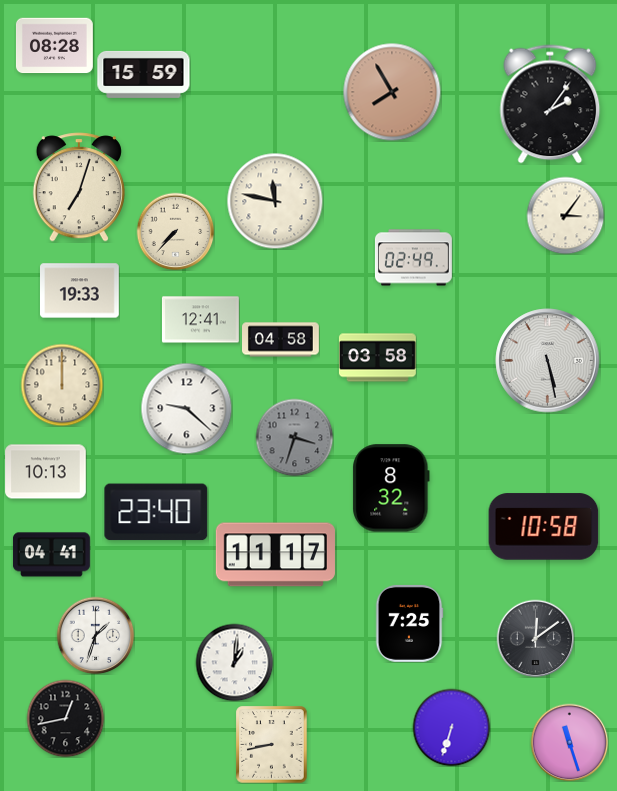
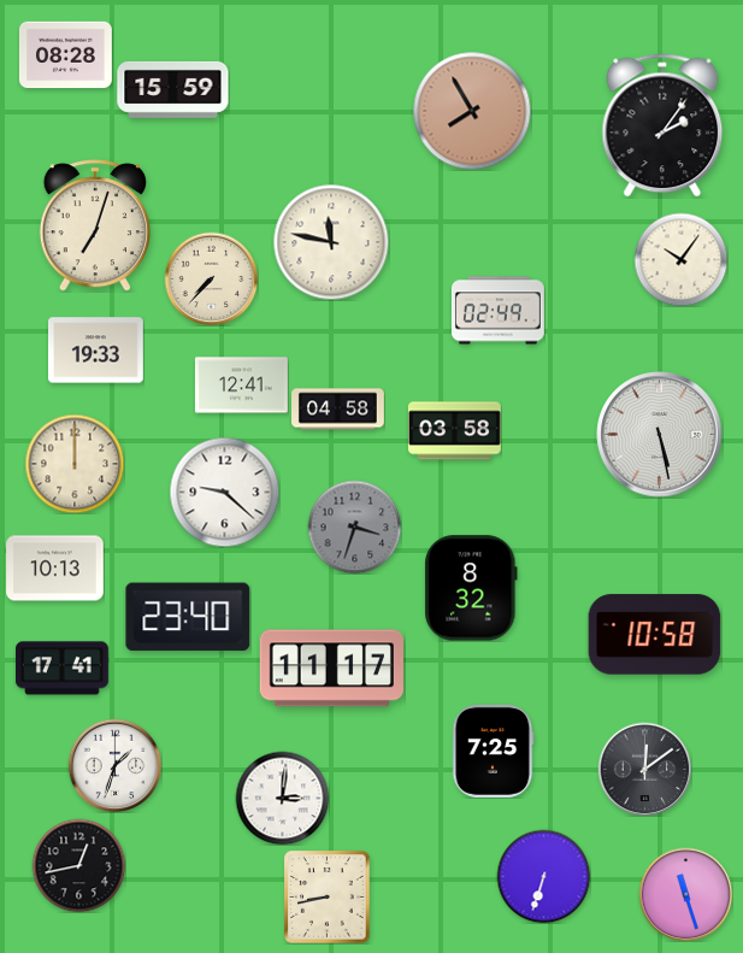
clock at (565, 215): 3:06 -> 10:06
clock at (51, 555): 04:41 -> 17:41
clock at (234, 662): 1:01 -> 3:01
